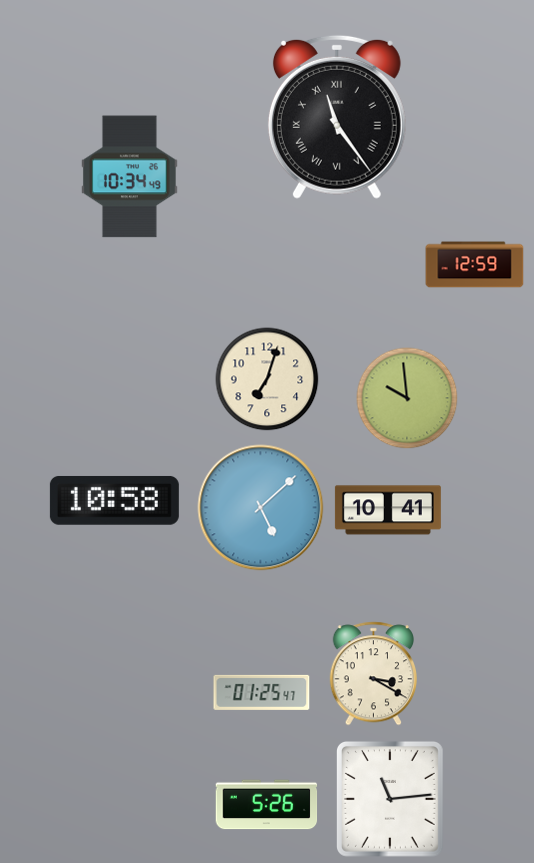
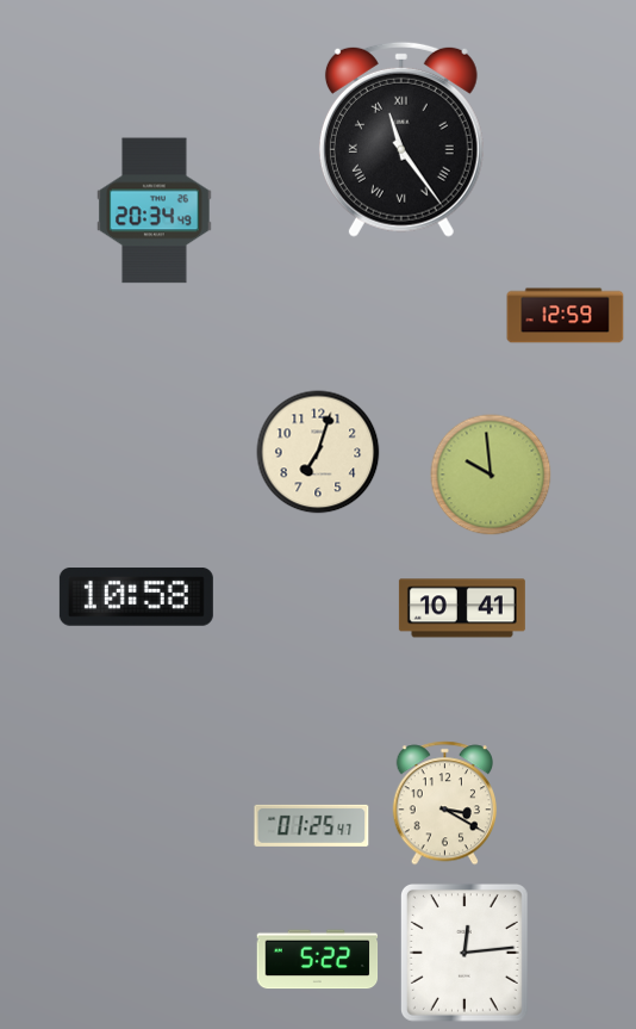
clock at (129, 177): 10:34 -> 20:34
clock at (407, 398) position: (407, 398) -> (491, 475)
clock at (261, 508): 5:08 -> none
clock at (390, 799): 11:14 -> 12:14
clock at (267, 805): 5:26 -> 5:22
